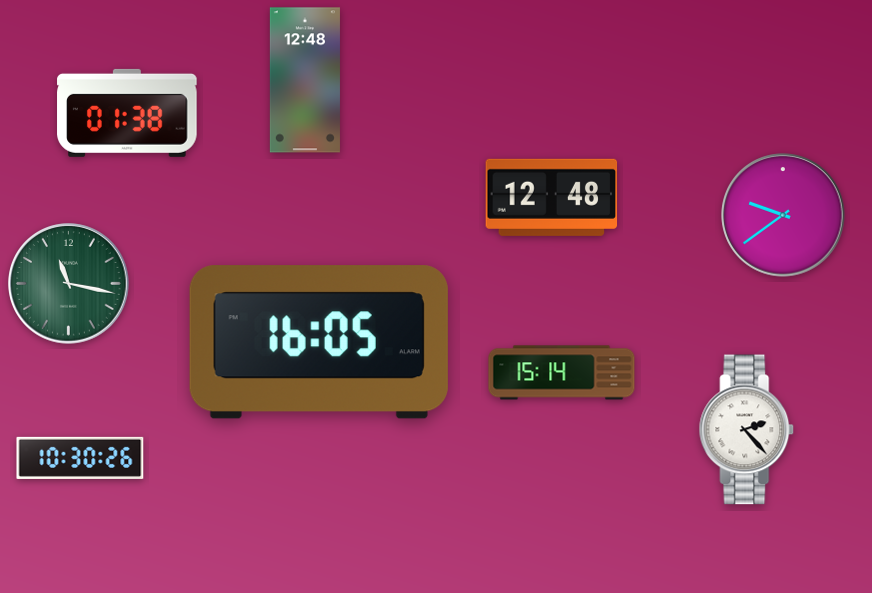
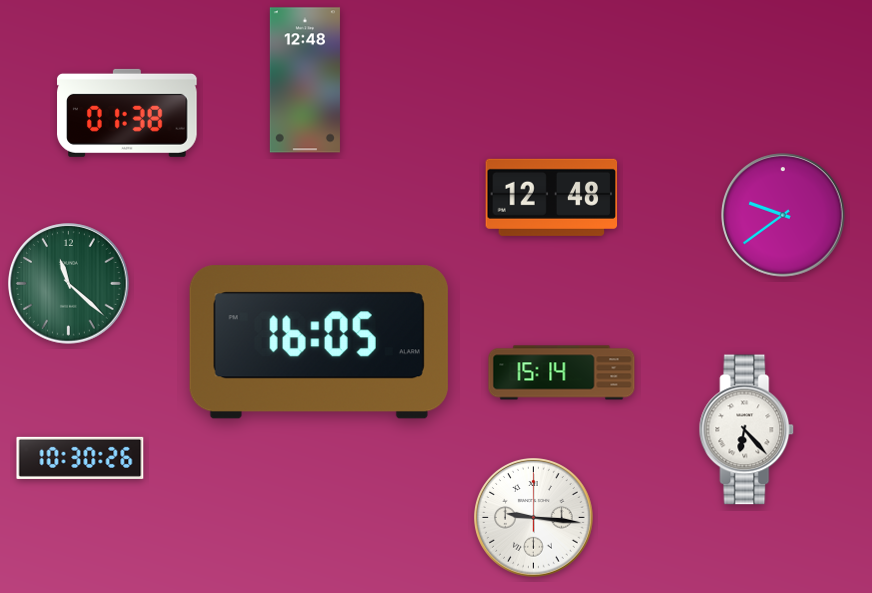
clock at (69, 284): 11:17 -> 11:22
clock at (747, 430): 2:23 -> 6:23
clock at (534, 518): none -> 9:16
